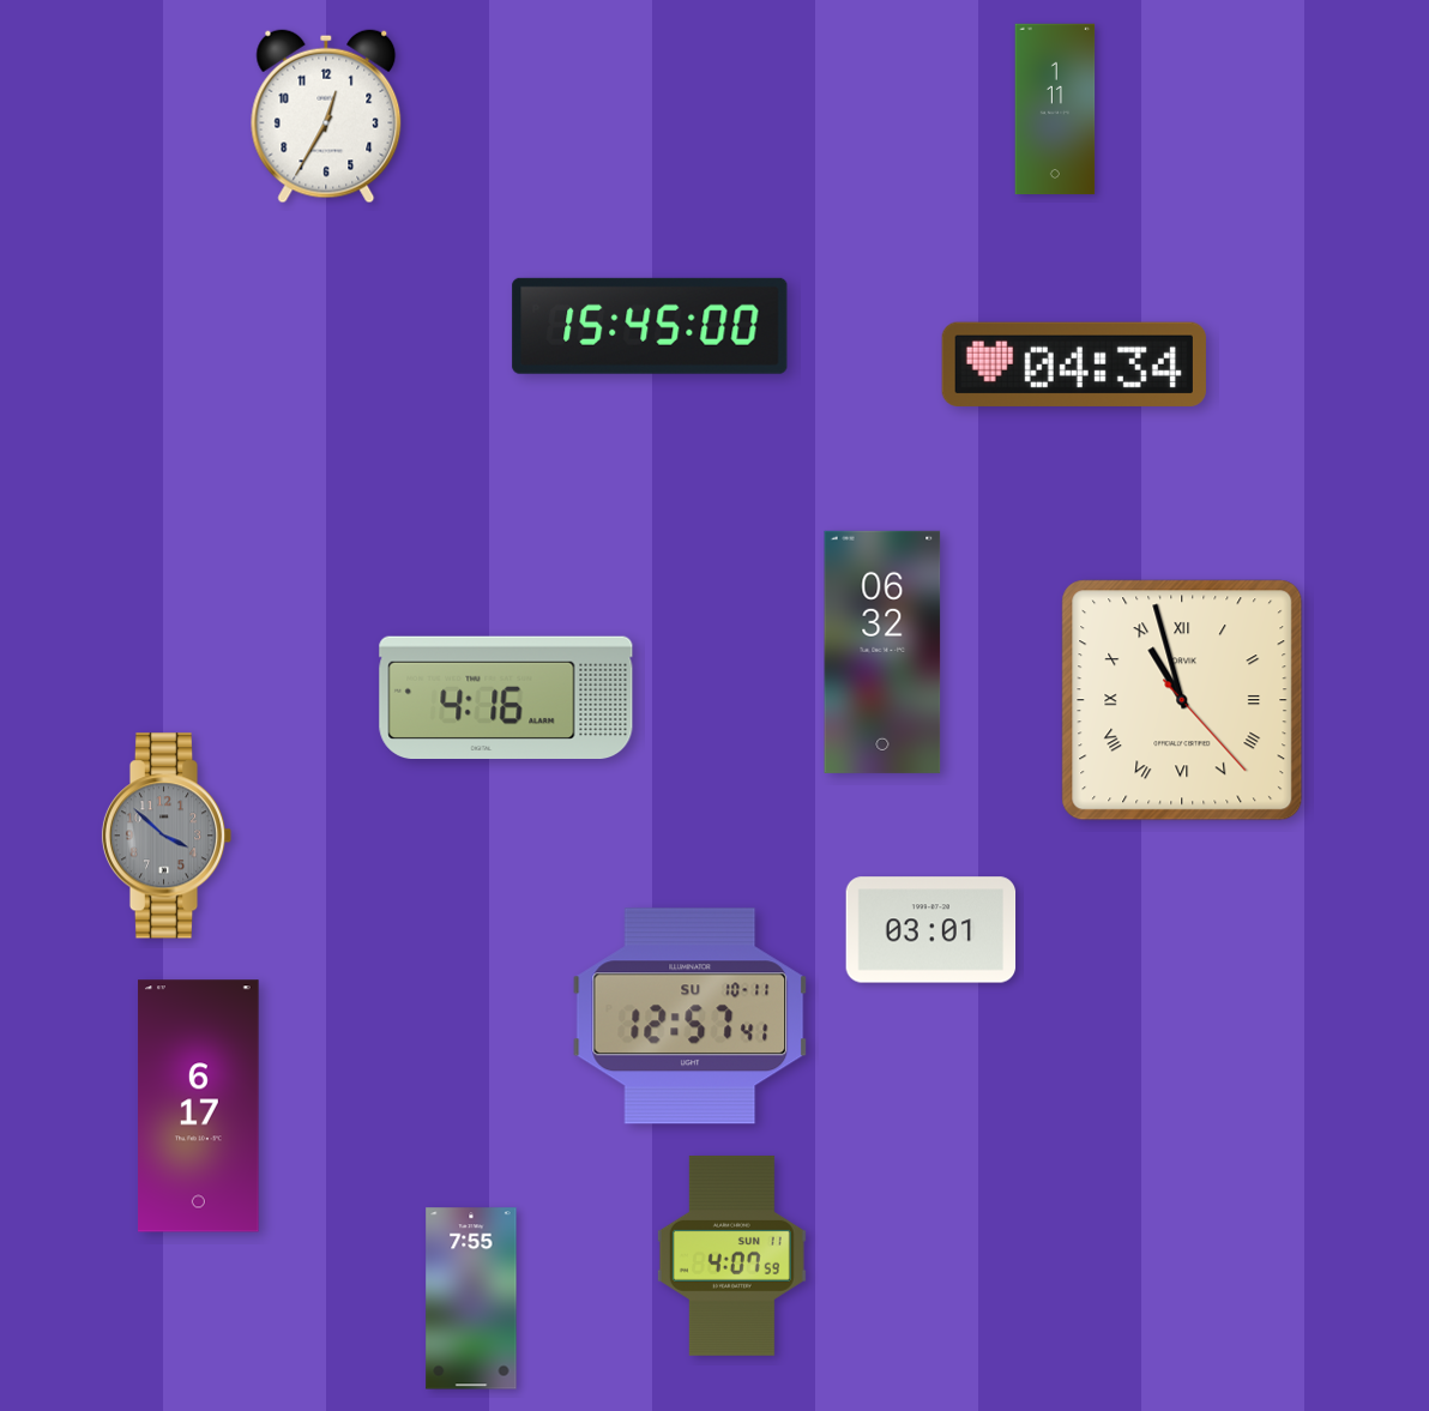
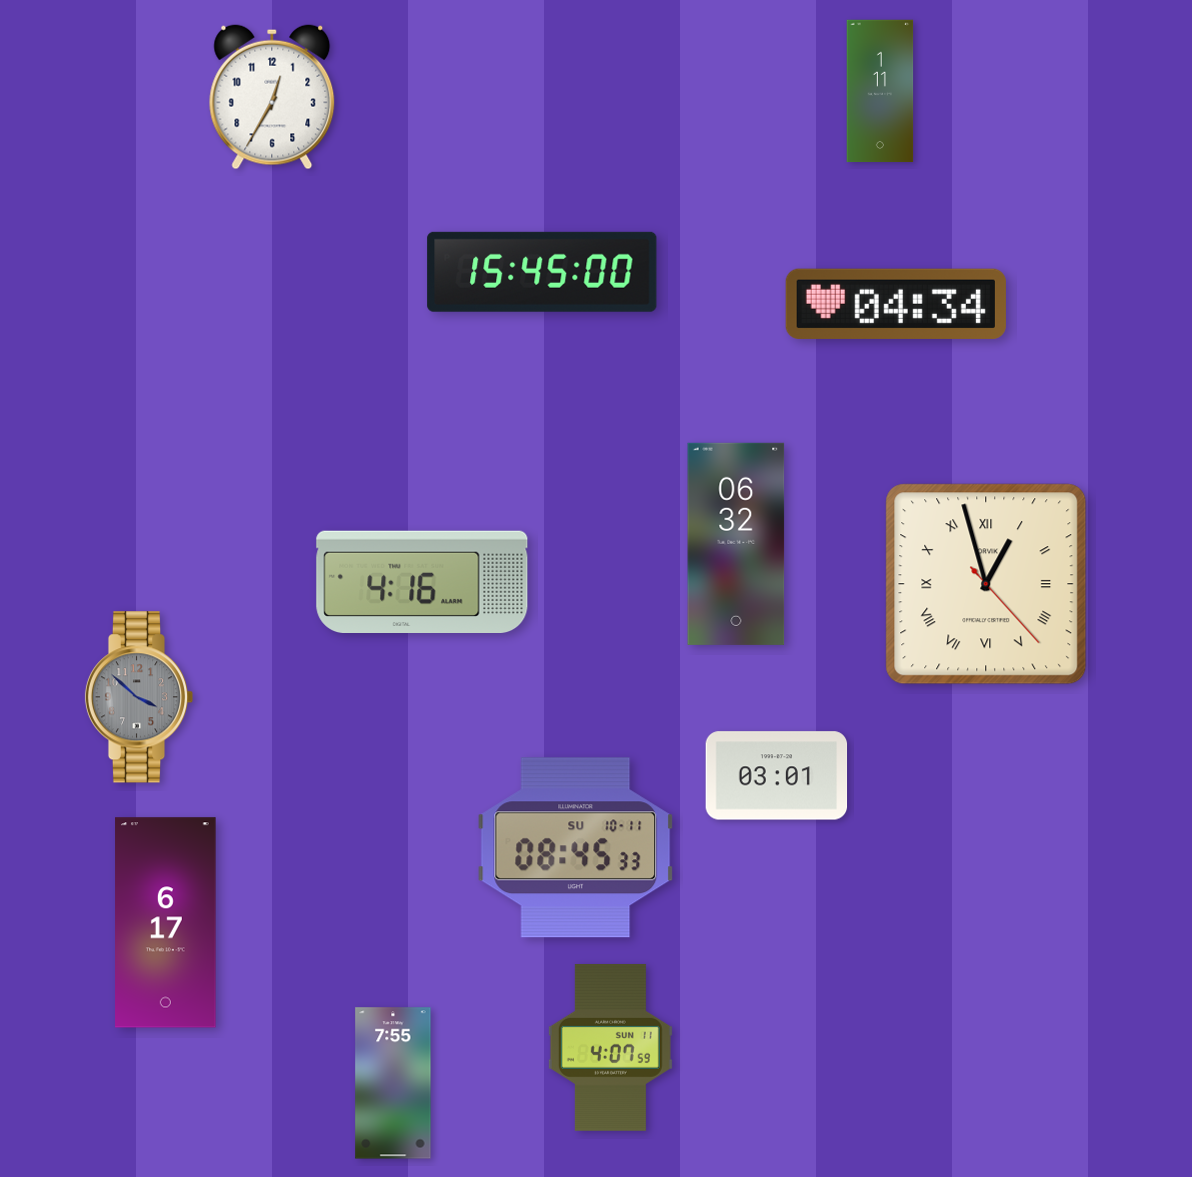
clock at (1182, 700): 10:57 -> 12:57
clock at (691, 1017): 12:57 -> 08:45
